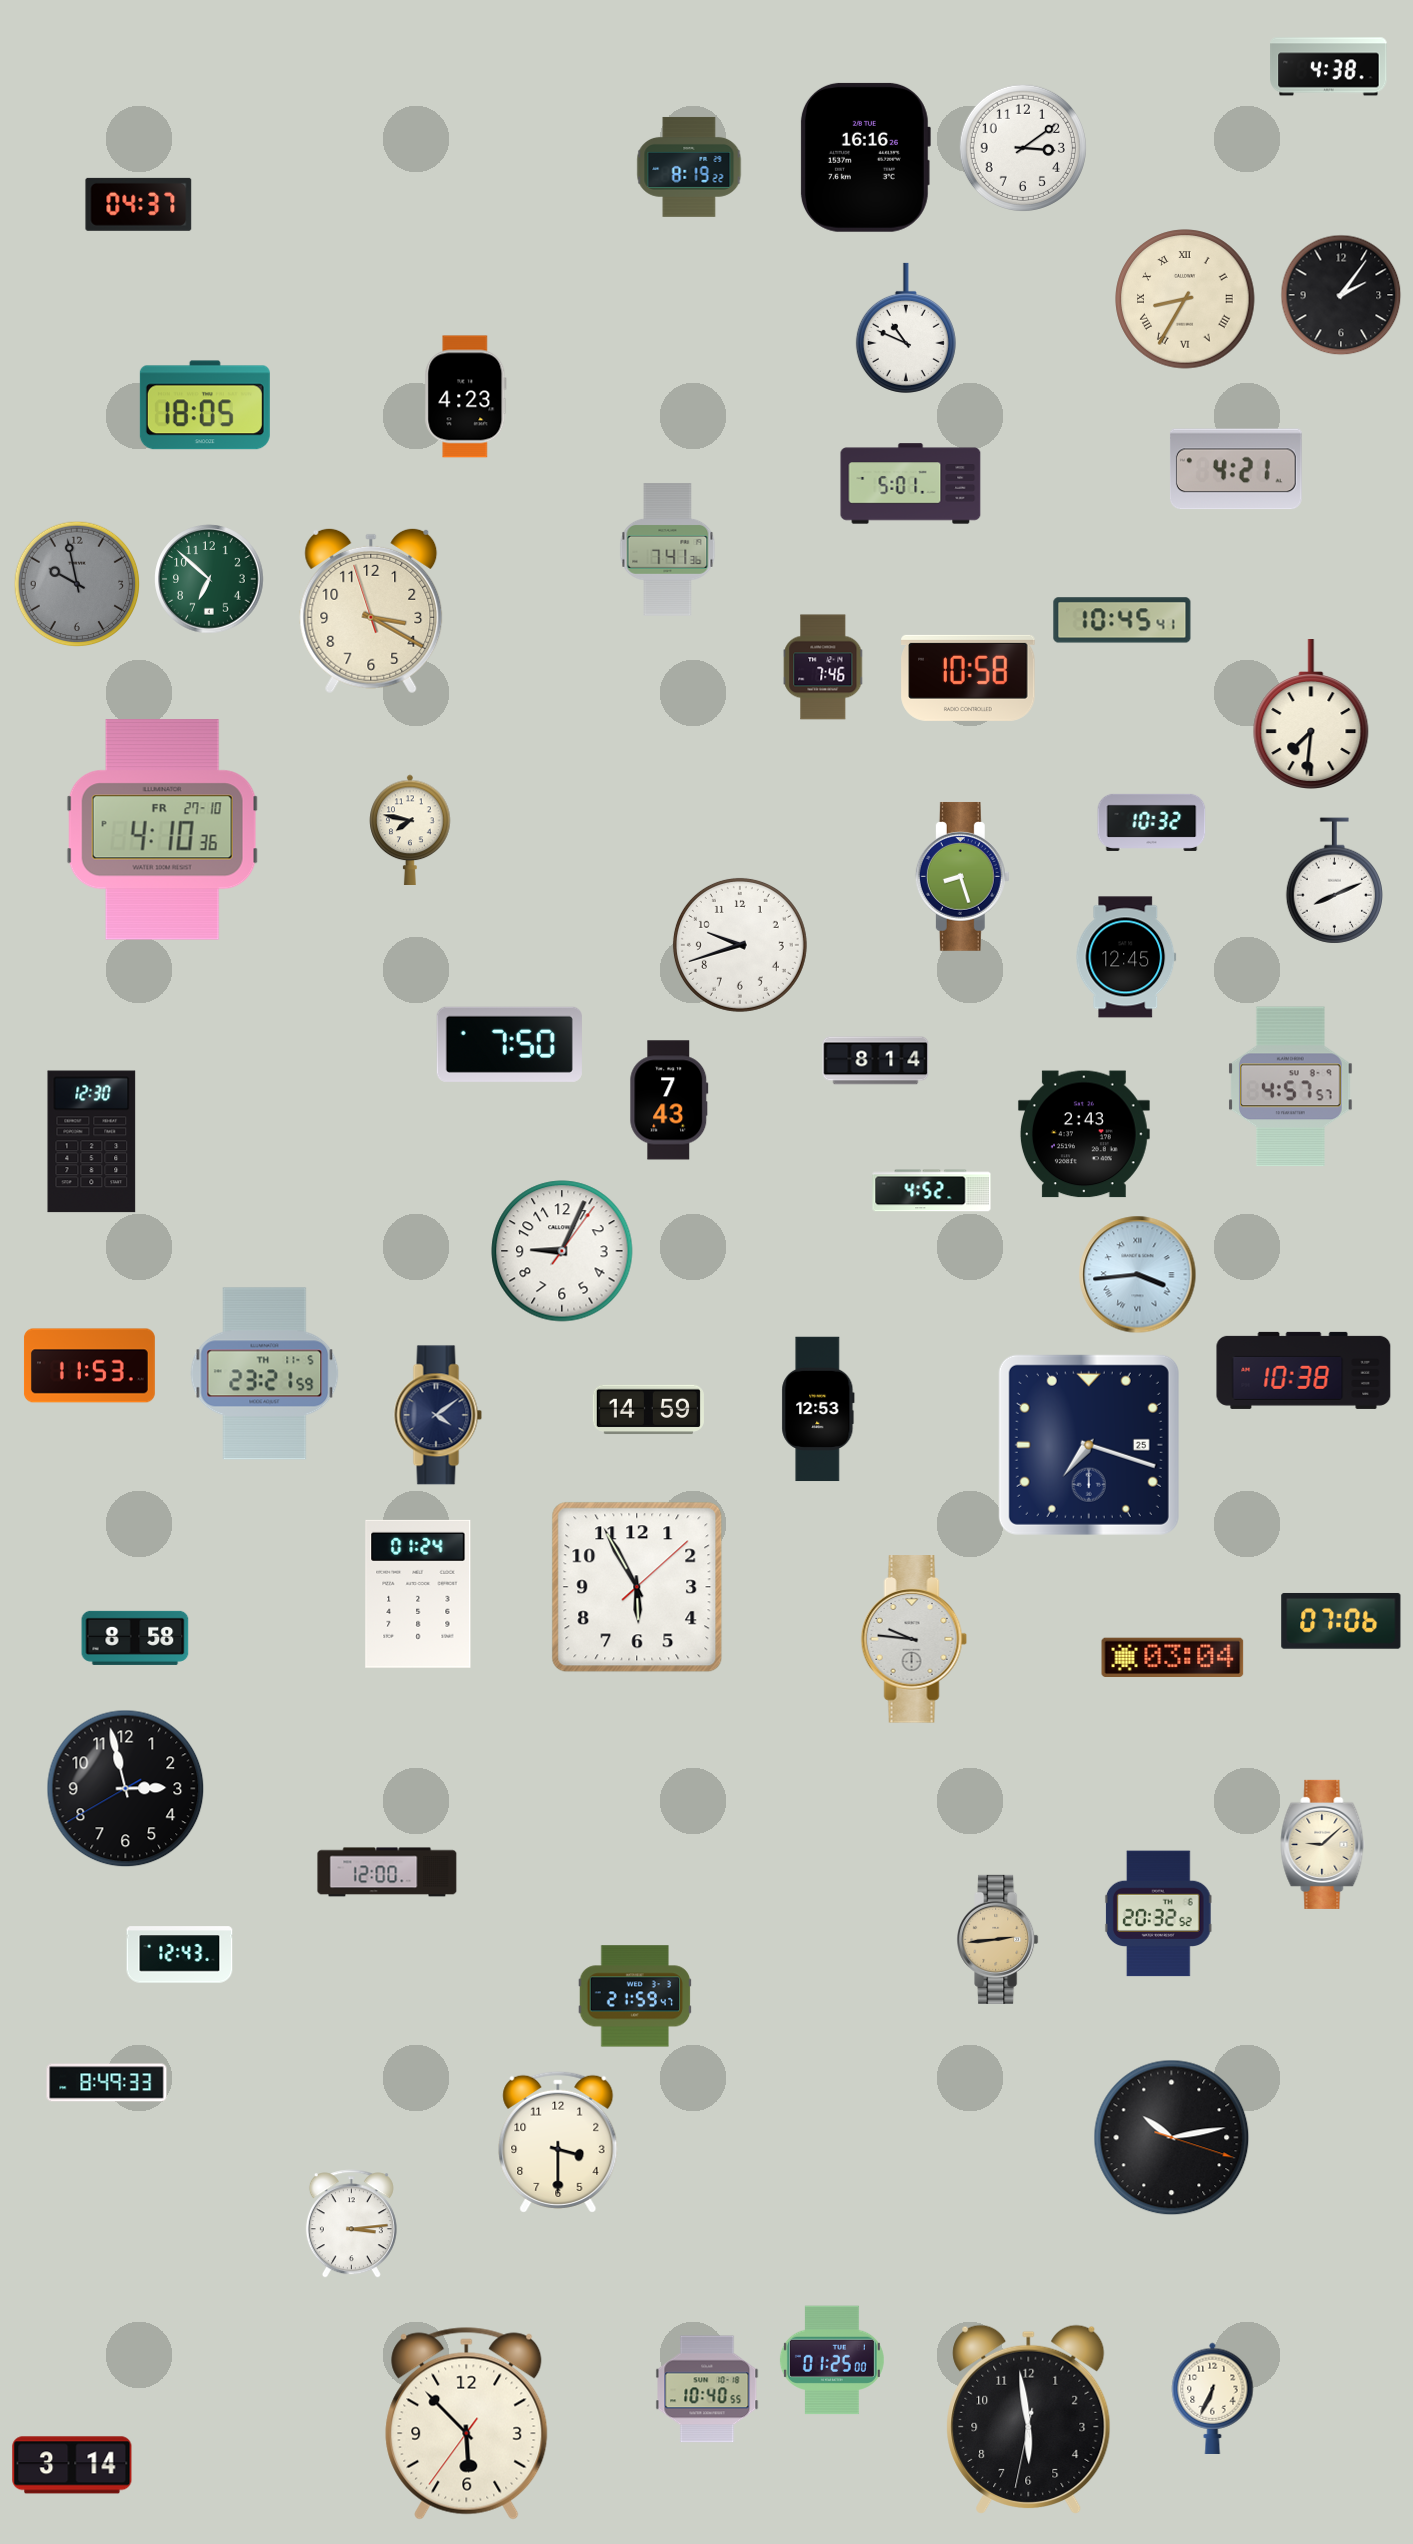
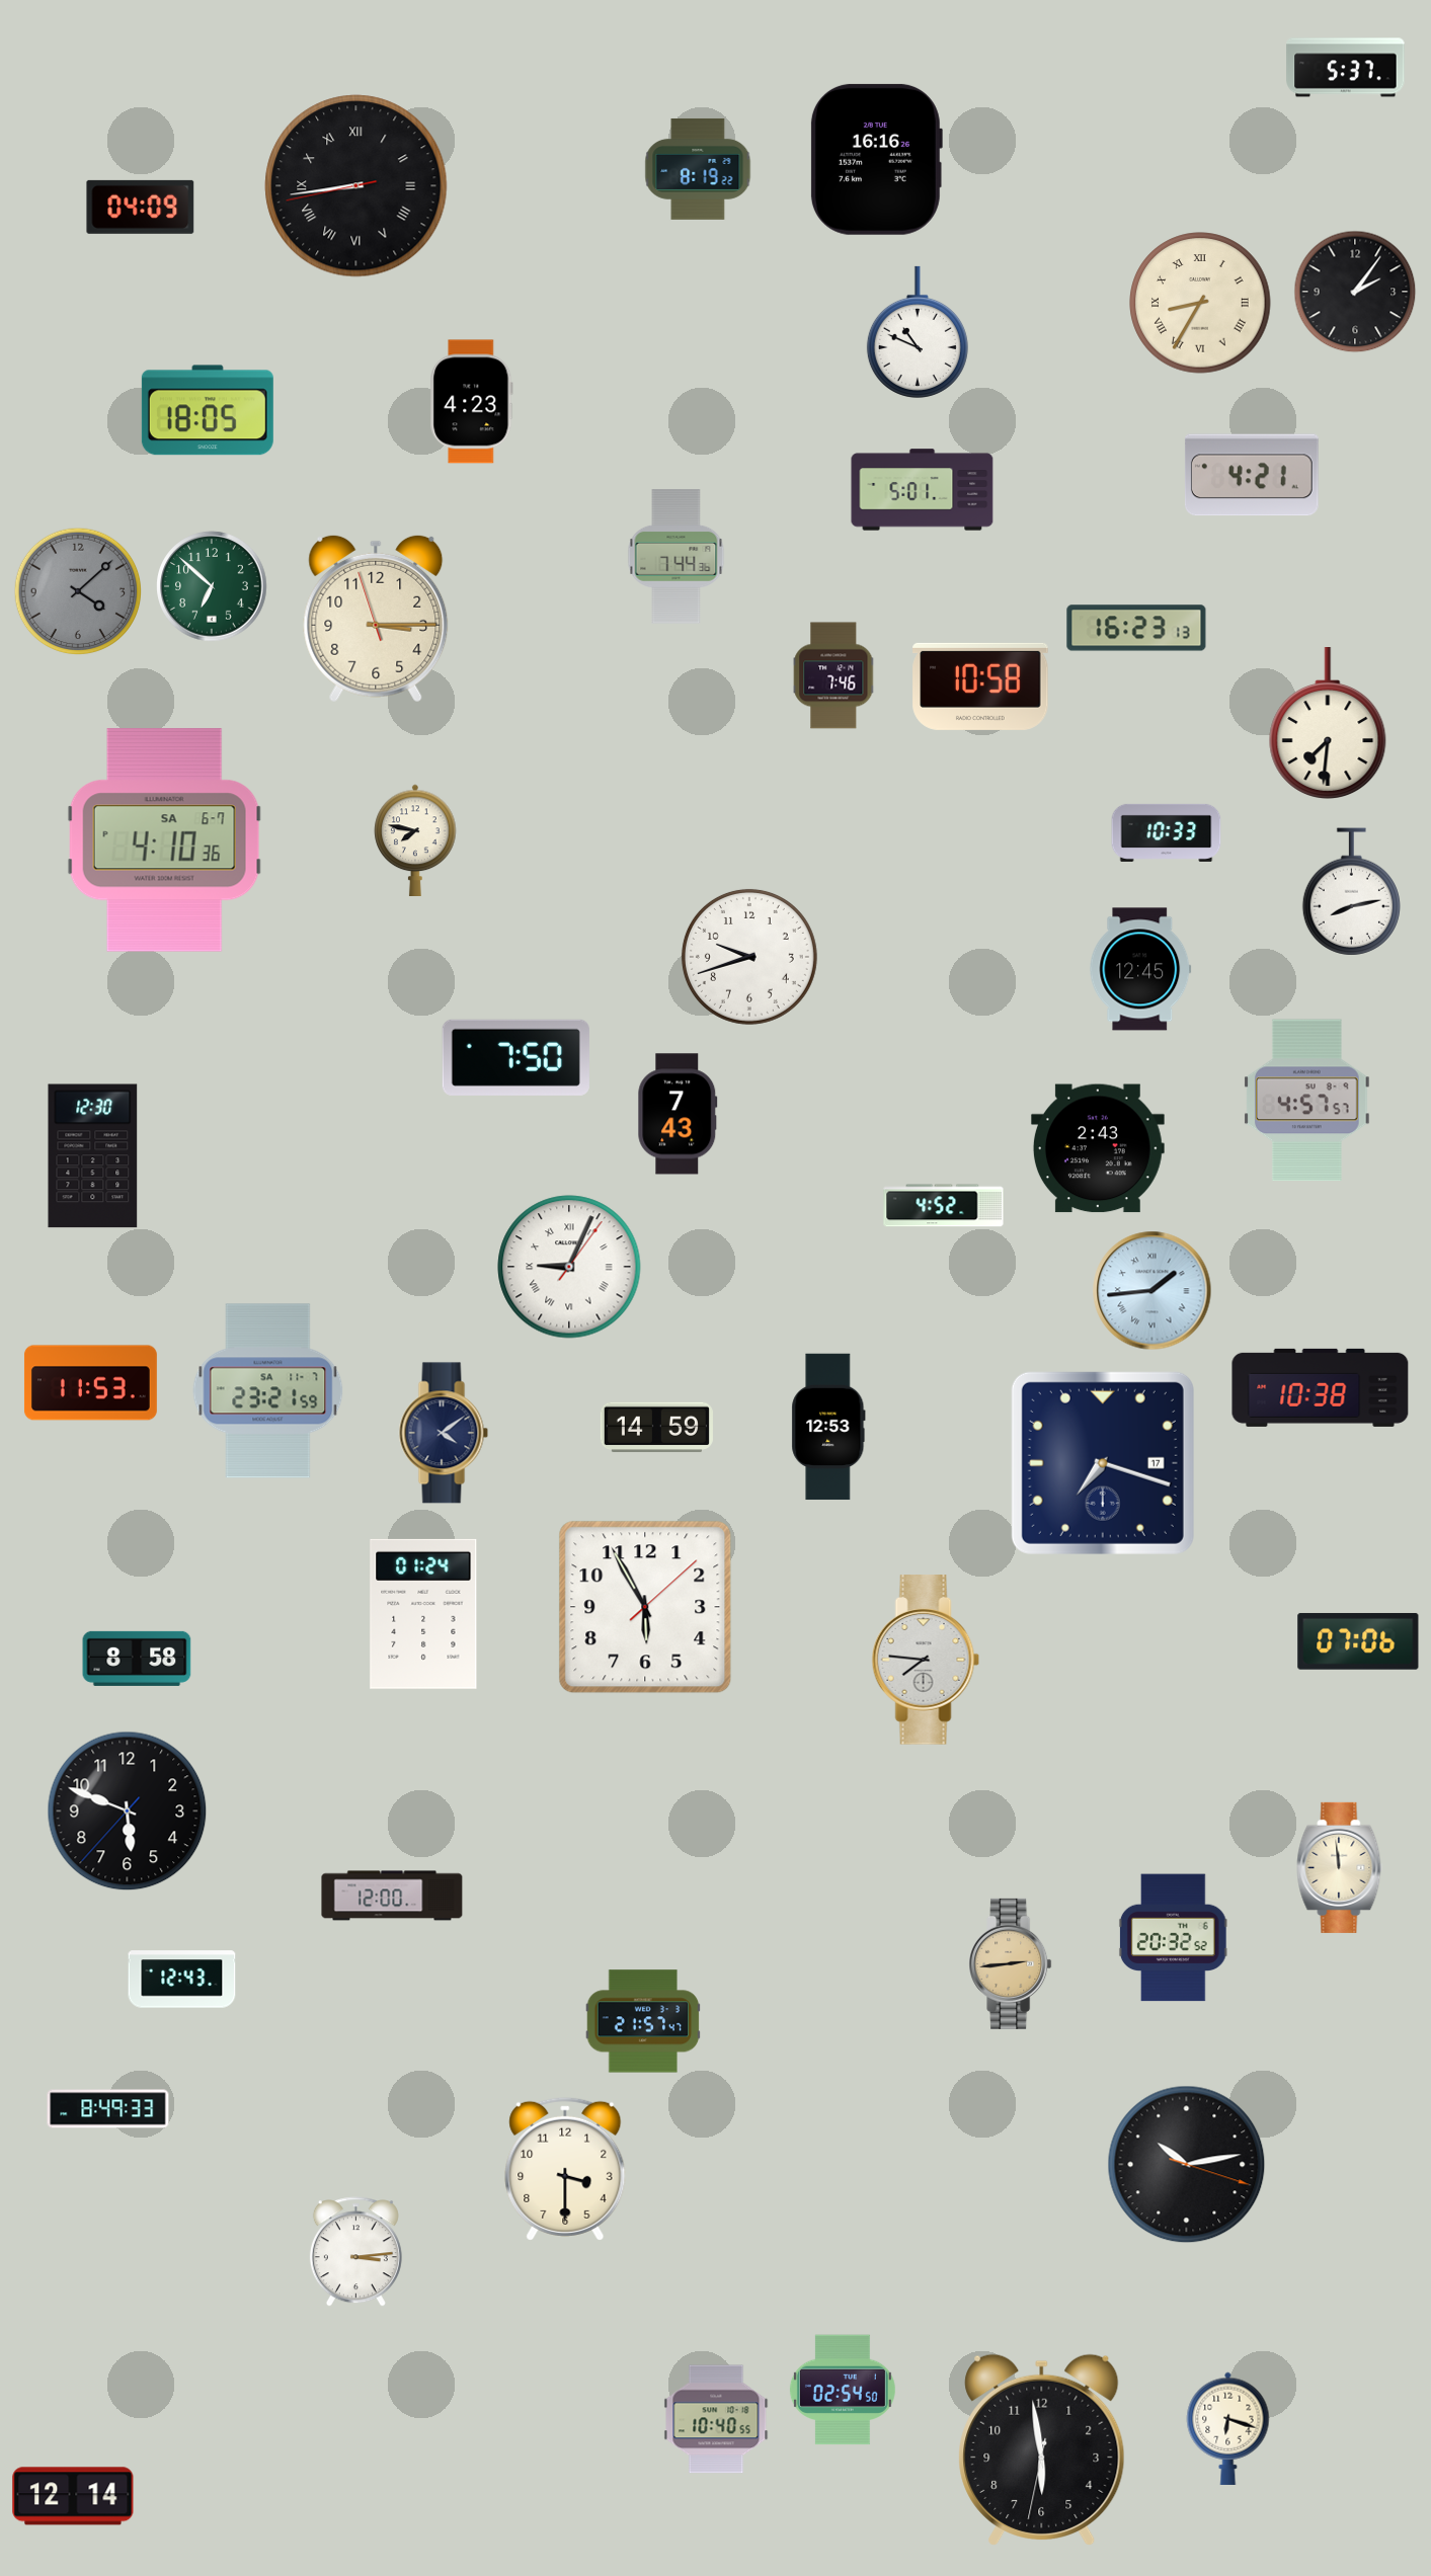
clock at (1329, 67): 4:38 -> 5:37
clock at (1023, 148): 3:09 -> none
clock at (356, 186): none -> 8:43
clock at (139, 204): 04:37 -> 04:09
clock at (1341, 295) position: (1341, 295) -> (1355, 292)
clock at (668, 550): 7:41 -> 7:44
clock at (77, 584): 9:58 -> 4:08
clock at (371, 611): 3:19 -> 3:14
clock at (1122, 620): 10:45 -> 16:23
clock at (1152, 822): 10:32 -> 10:33
clock at (162, 830) date: FR 27-10 -> SA 6-7
clock at (962, 876): 8:27 -> none
clock at (1334, 881): 8:11 -> 8:13
clock at (876, 1061): 8:14 -> none
clock at (562, 1251) numerals: Arabic -> Roman
clock at (1138, 1275): 3:44 -> 1:44
clock at (265, 1374) date: TH 11-5 -> SA 11-7
clock at (1089, 1445) date: 25 -> 17
clock at (914, 1639): 9:46 -> 7:46
clock at (1173, 1658): 03:04 -> none
clock at (126, 1789): 2:57 -> 5:48
clock at (1323, 1844): 9:08 -> 11:59
clock at (635, 1996): 21:59 -> 21:57
clock at (832, 2360): 01:25 -> 02:54
clock at (1213, 2398): 6:34 -> 6:18
clock at (467, 2423): 5:52 -> none
clock at (72, 2465): 3:14 -> 12:14
